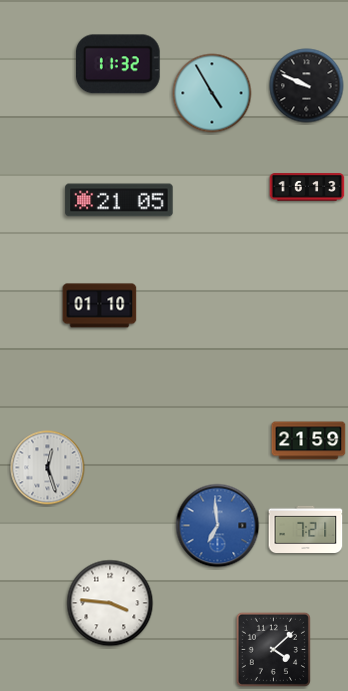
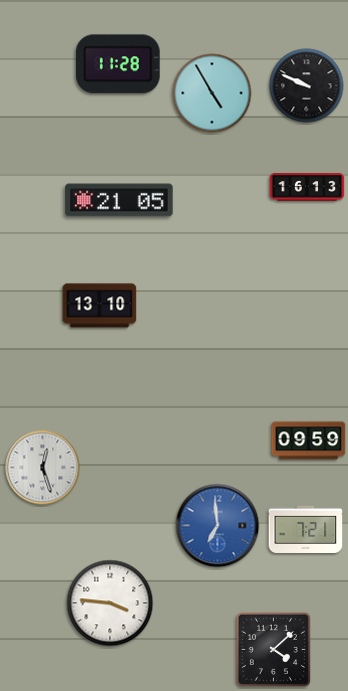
clock at (119, 64): 11:32 -> 11:28
clock at (100, 306): 01:10 -> 13:10
clock at (309, 441): 21:59 -> 09:59
clock at (48, 468) position: (48, 468) -> (43, 468)
